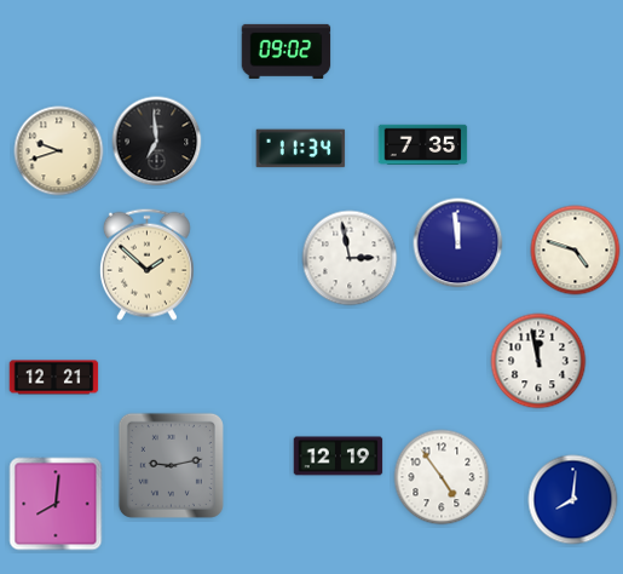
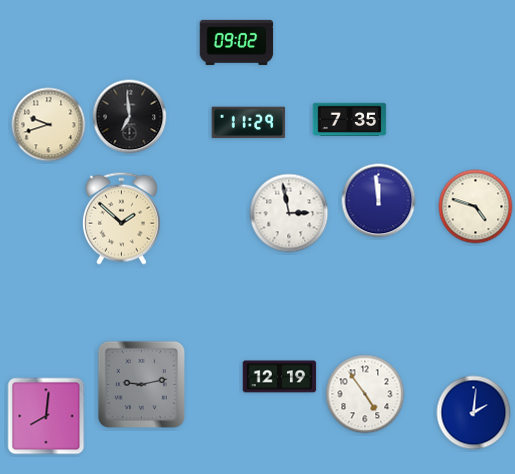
clock at (301, 149): 11:34 -> 11:29
clock at (538, 361): 11:58 -> none
clock at (54, 378): 12:21 -> none
clock at (573, 500): 8:01 -> 2:01
